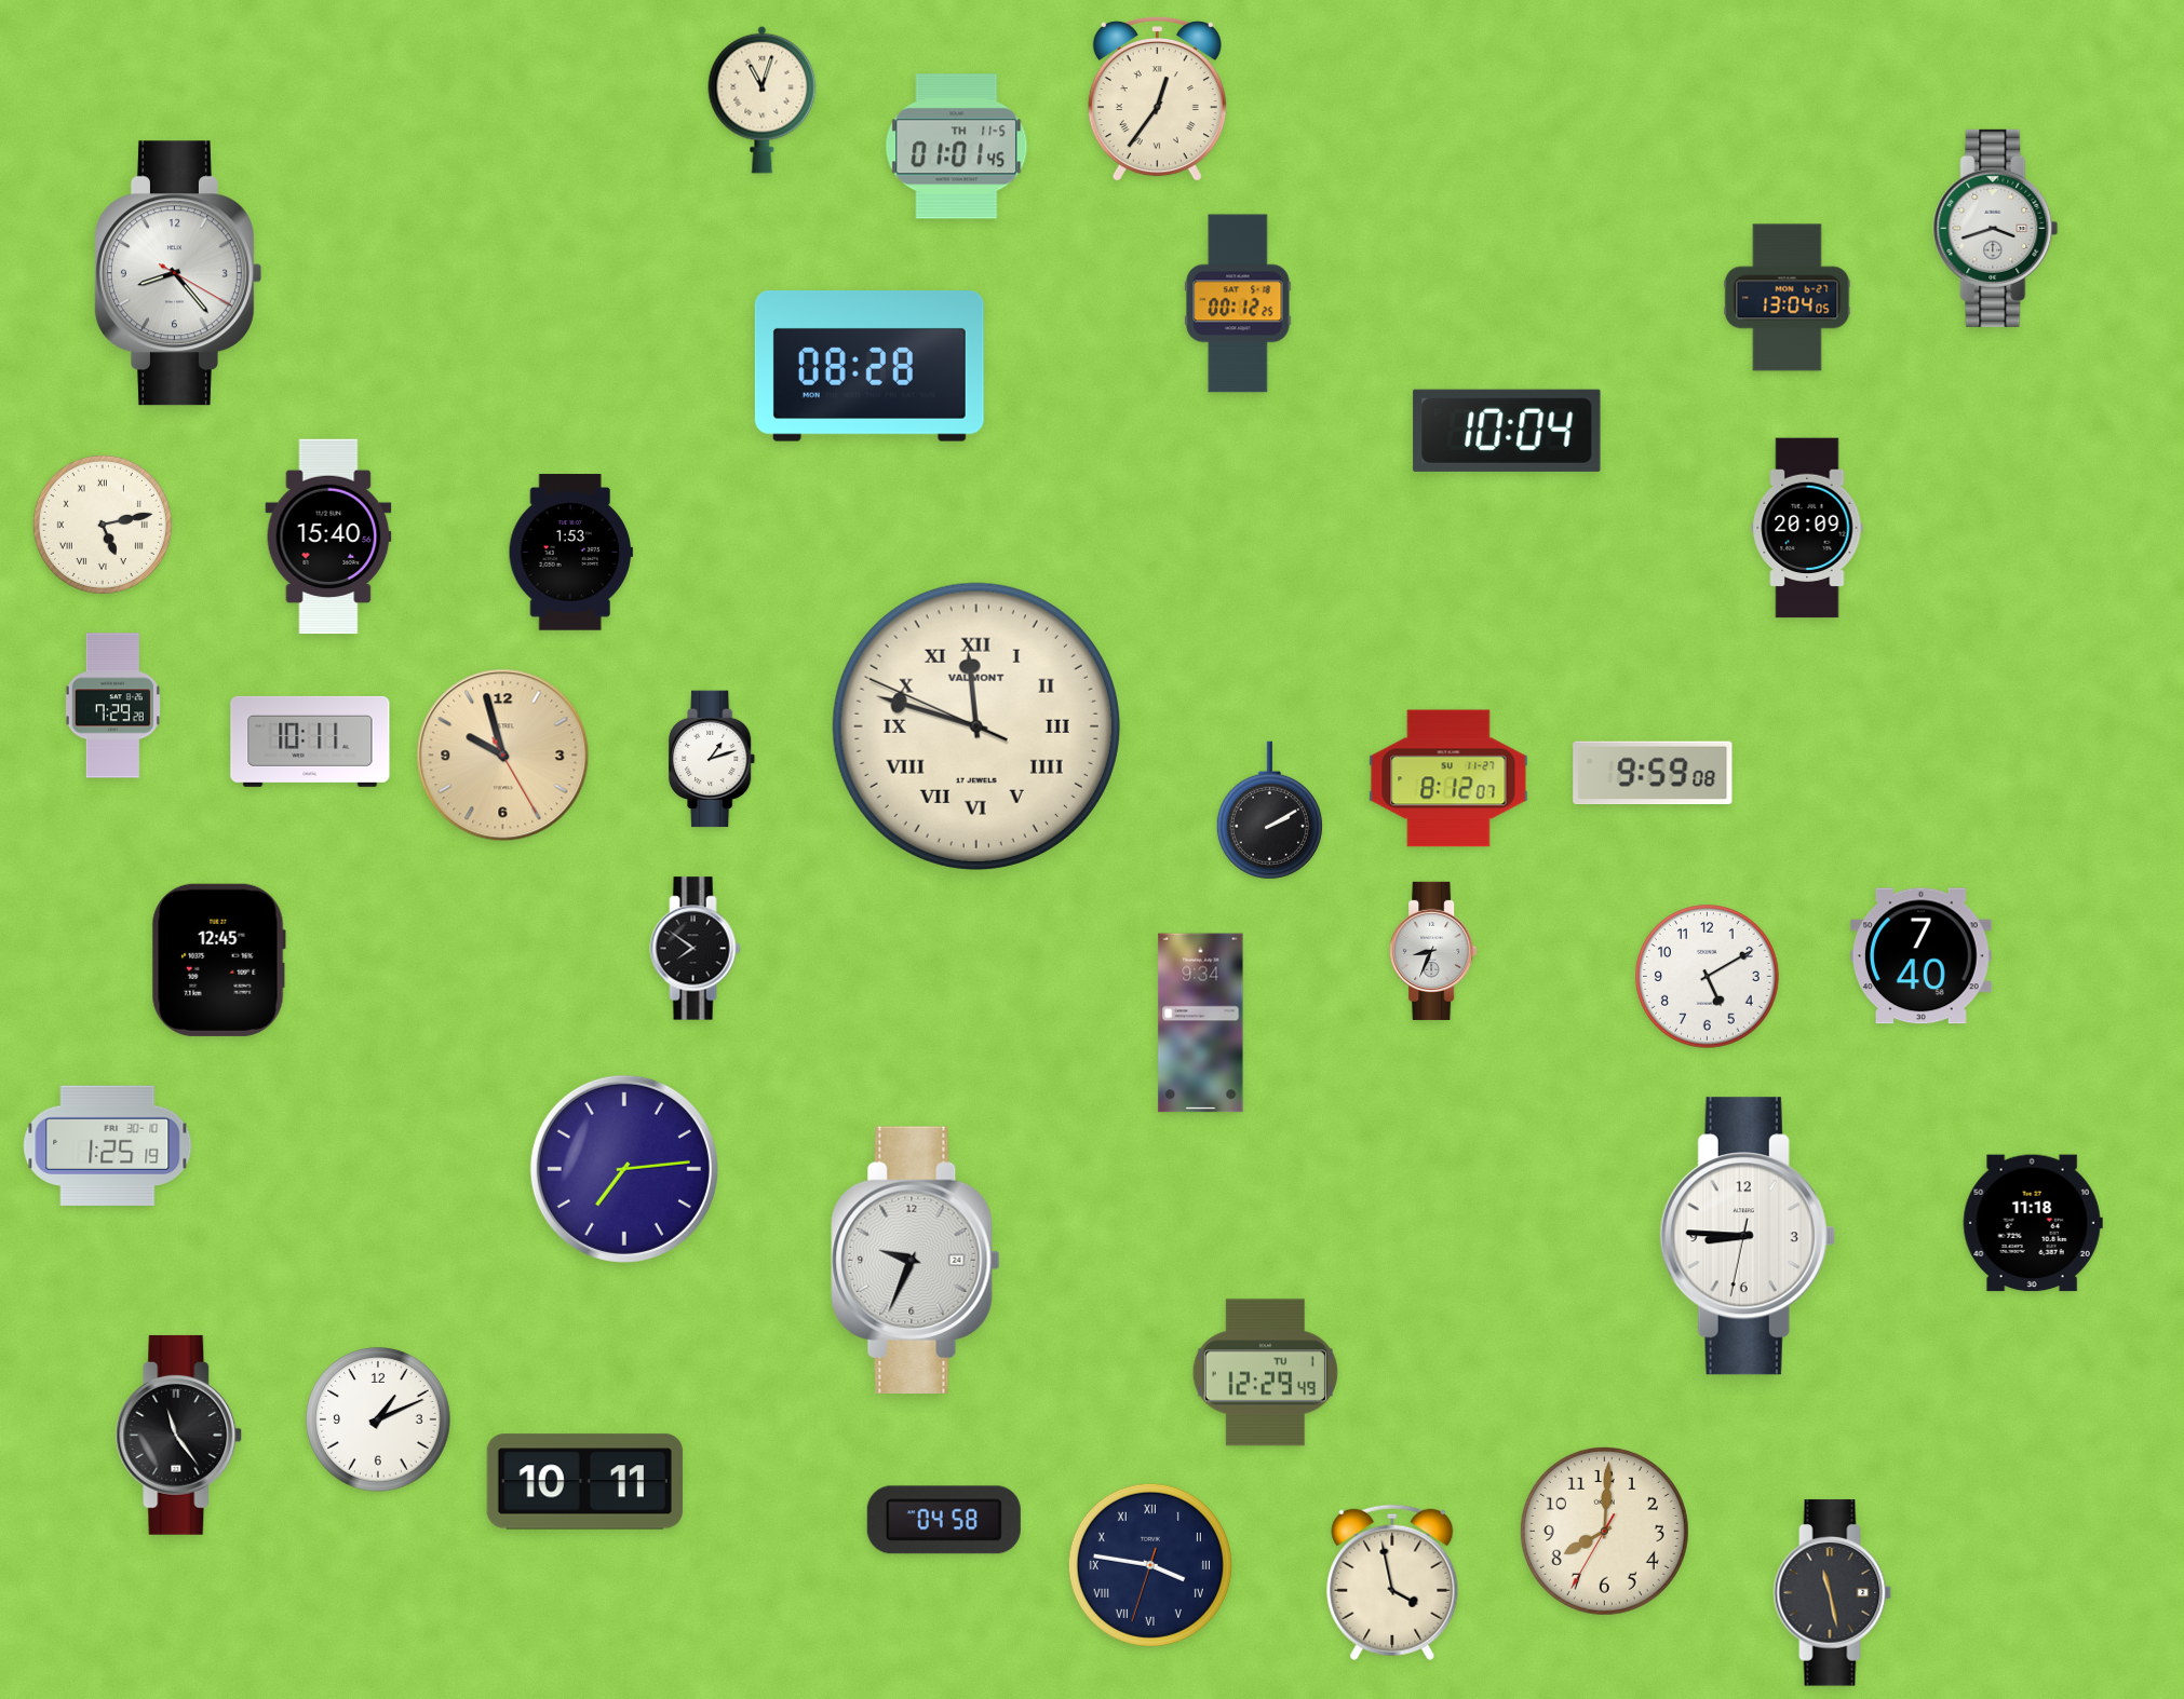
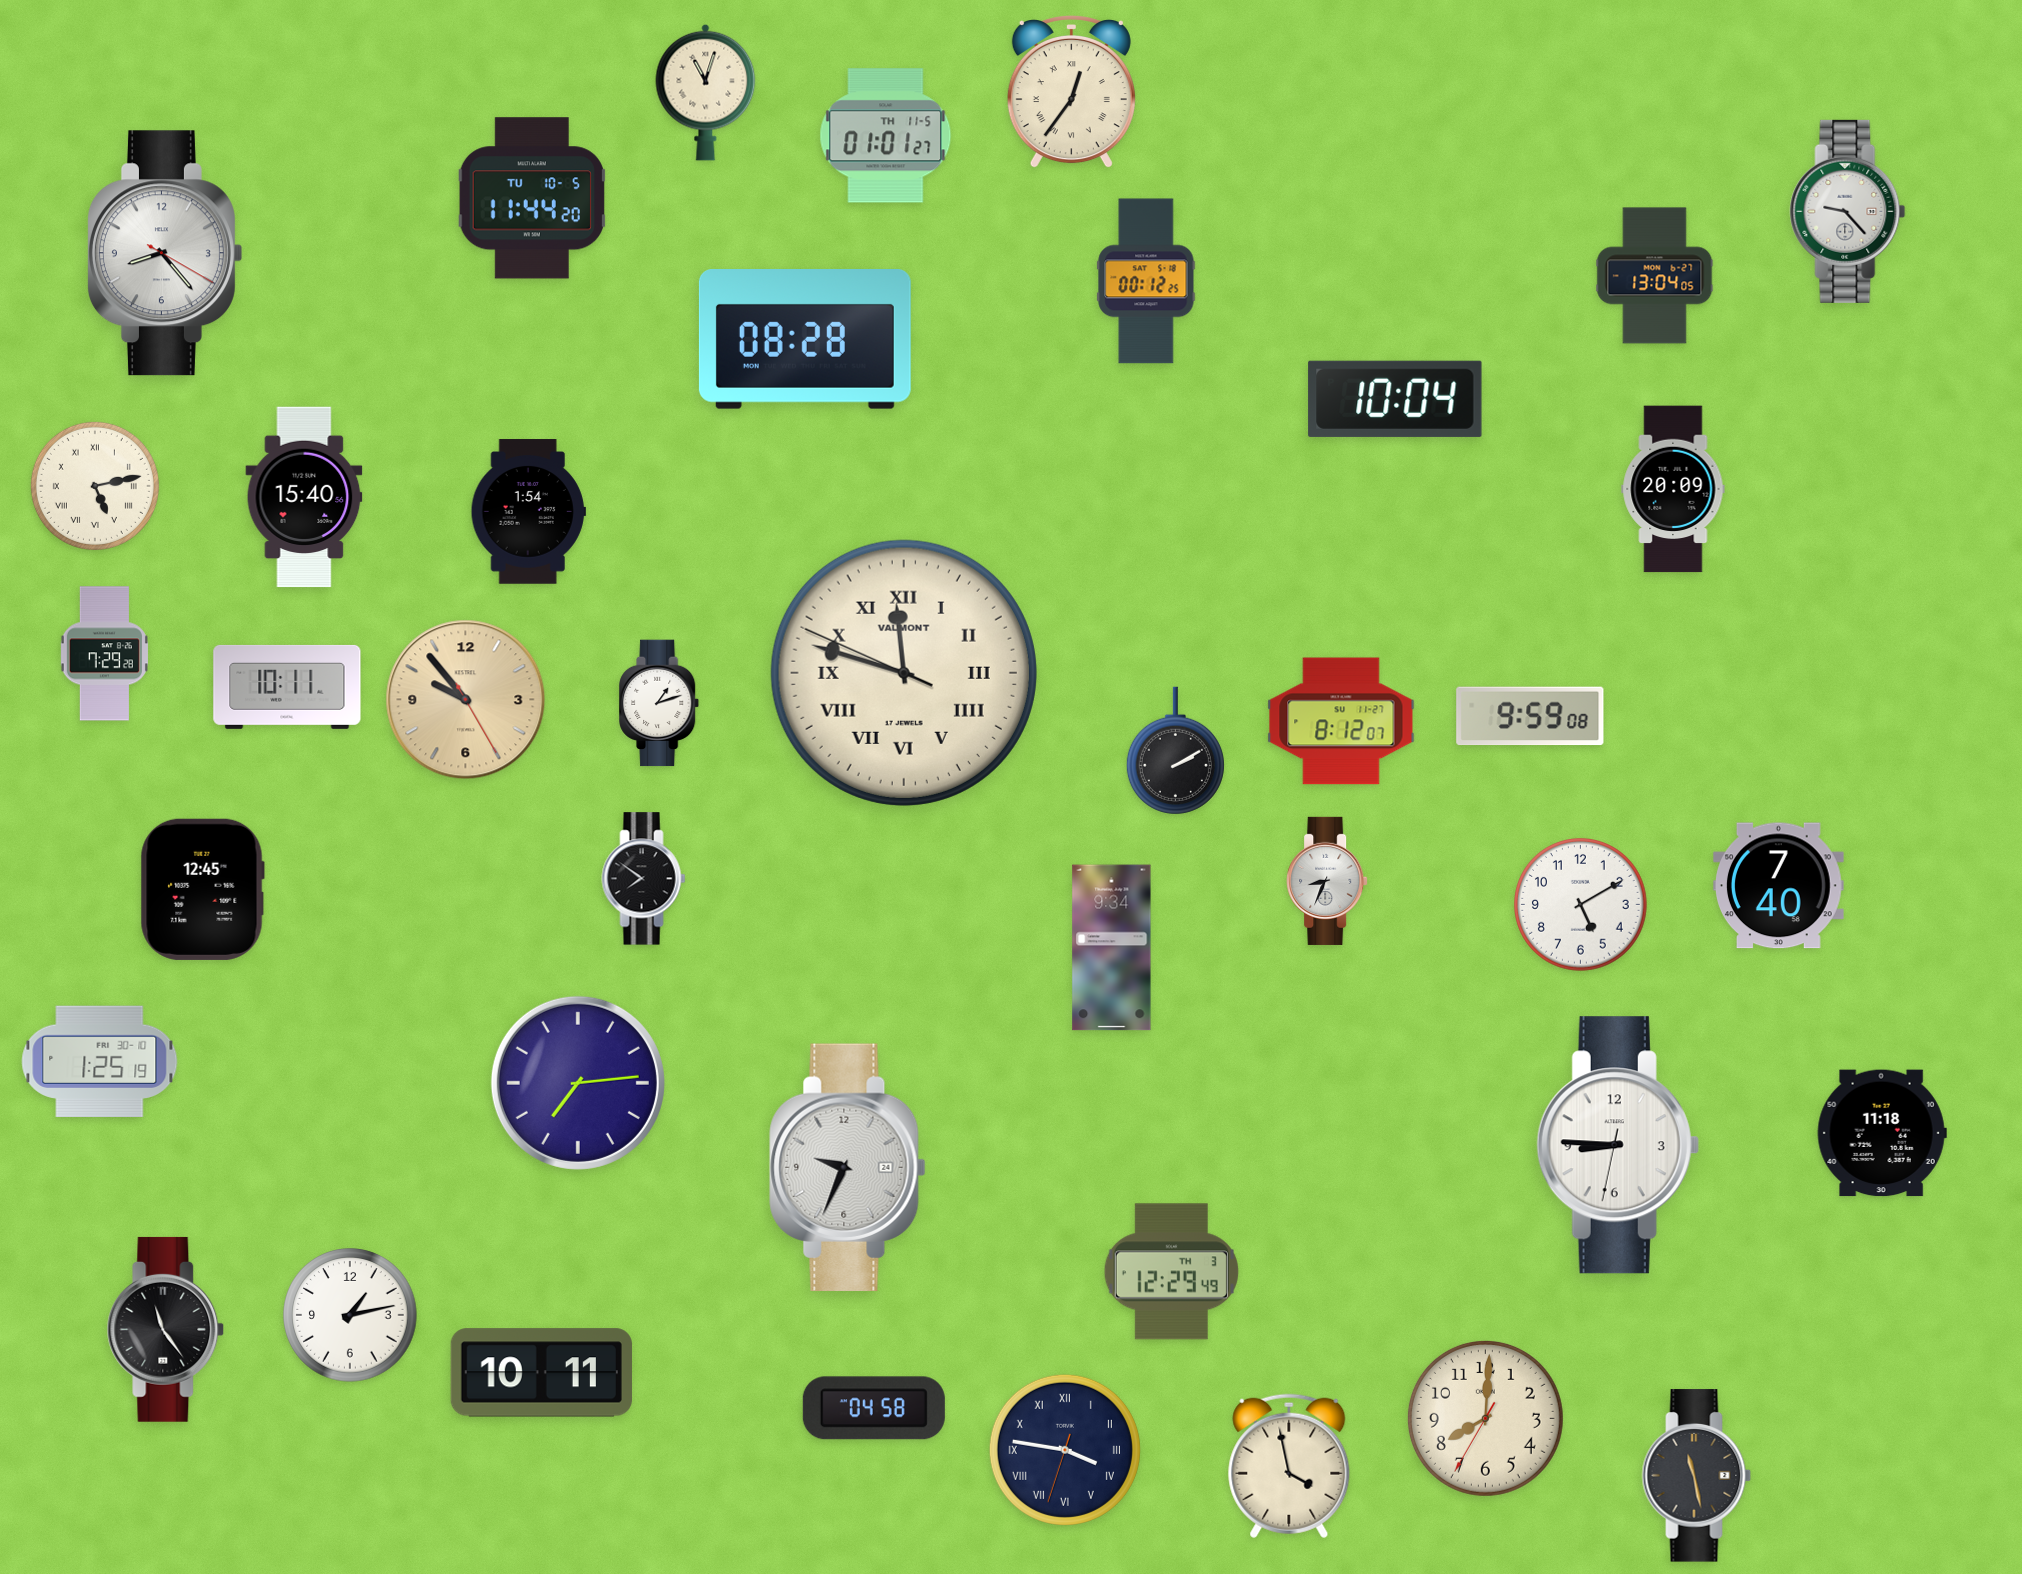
clock at (957, 147): 01:01:45 -> 01:01:27
clock at (532, 198): none -> 11:44
clock at (1996, 228): 3:42 -> 9:23
clock at (570, 553): 1:53 -> 1:54
clock at (503, 756): 9:57 -> 9:53
clock at (1265, 1373) date: TU 1 -> TH 3
clock at (378, 1419): 1:11 -> 1:13
